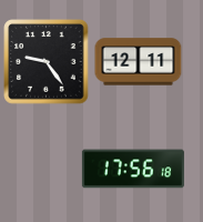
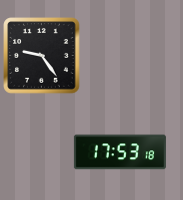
clock at (139, 62): 12:11 -> none
clock at (133, 169): 17:56 -> 17:53
